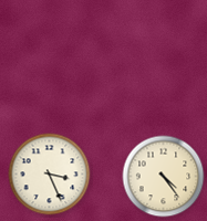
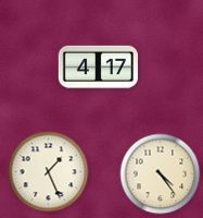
clock at (98, 68): none -> 4:17
clock at (50, 175): 3:26 -> 1:26
